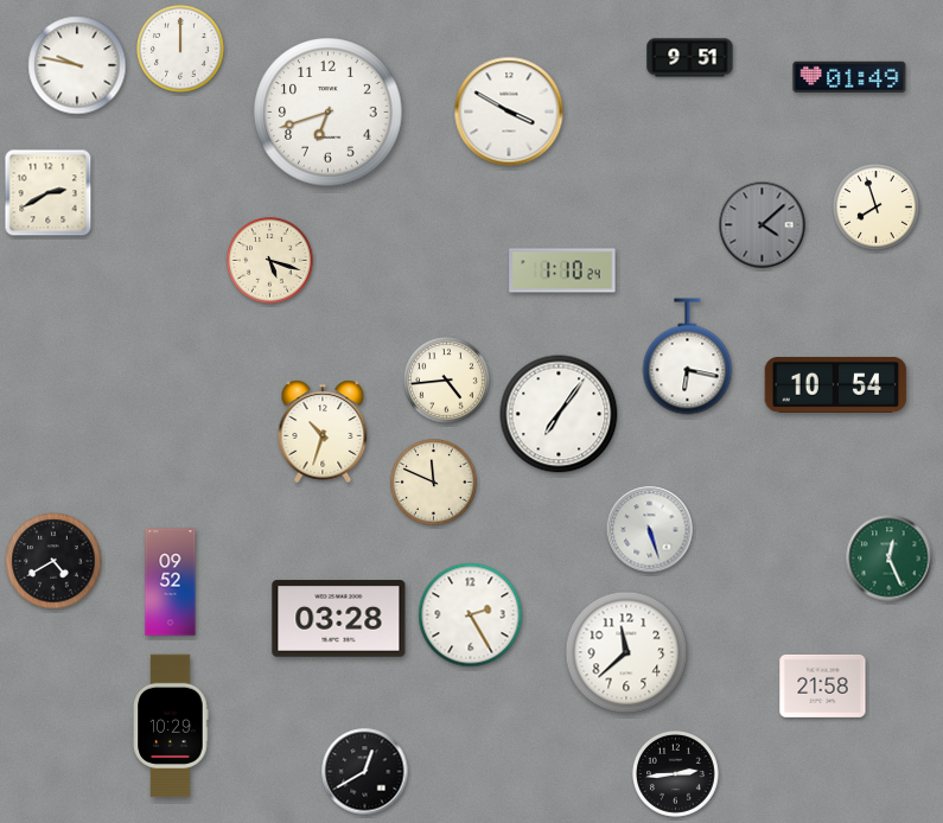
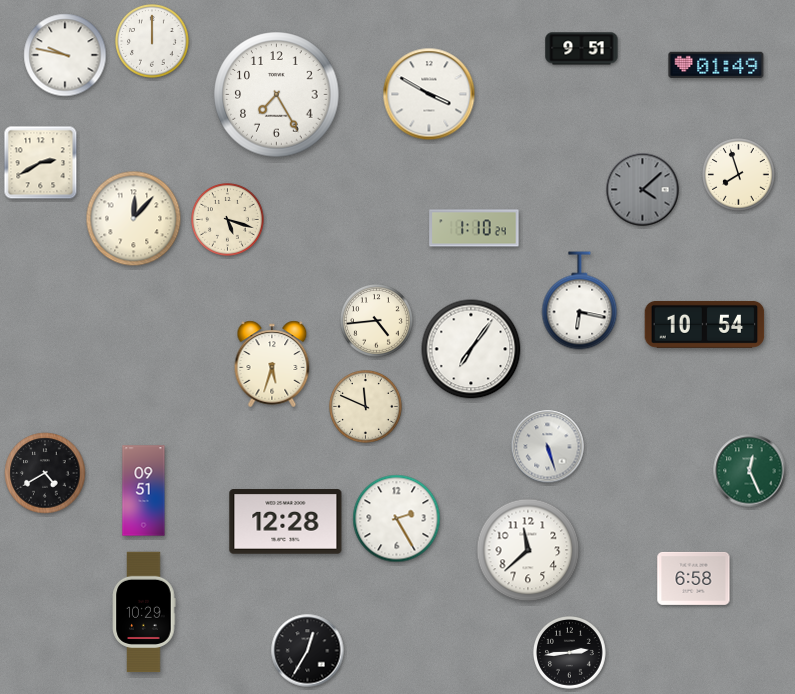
clock at (329, 113): 6:42 -> 7:25
clock at (134, 219): none -> 12:07
clock at (323, 432): 10:33 -> 5:33
clock at (171, 582): 09:52 -> 09:51
clock at (339, 619): 03:28 -> 12:28
clock at (823, 685): 21:58 -> 6:58
clock at (365, 772): 12:40 -> 12:35
